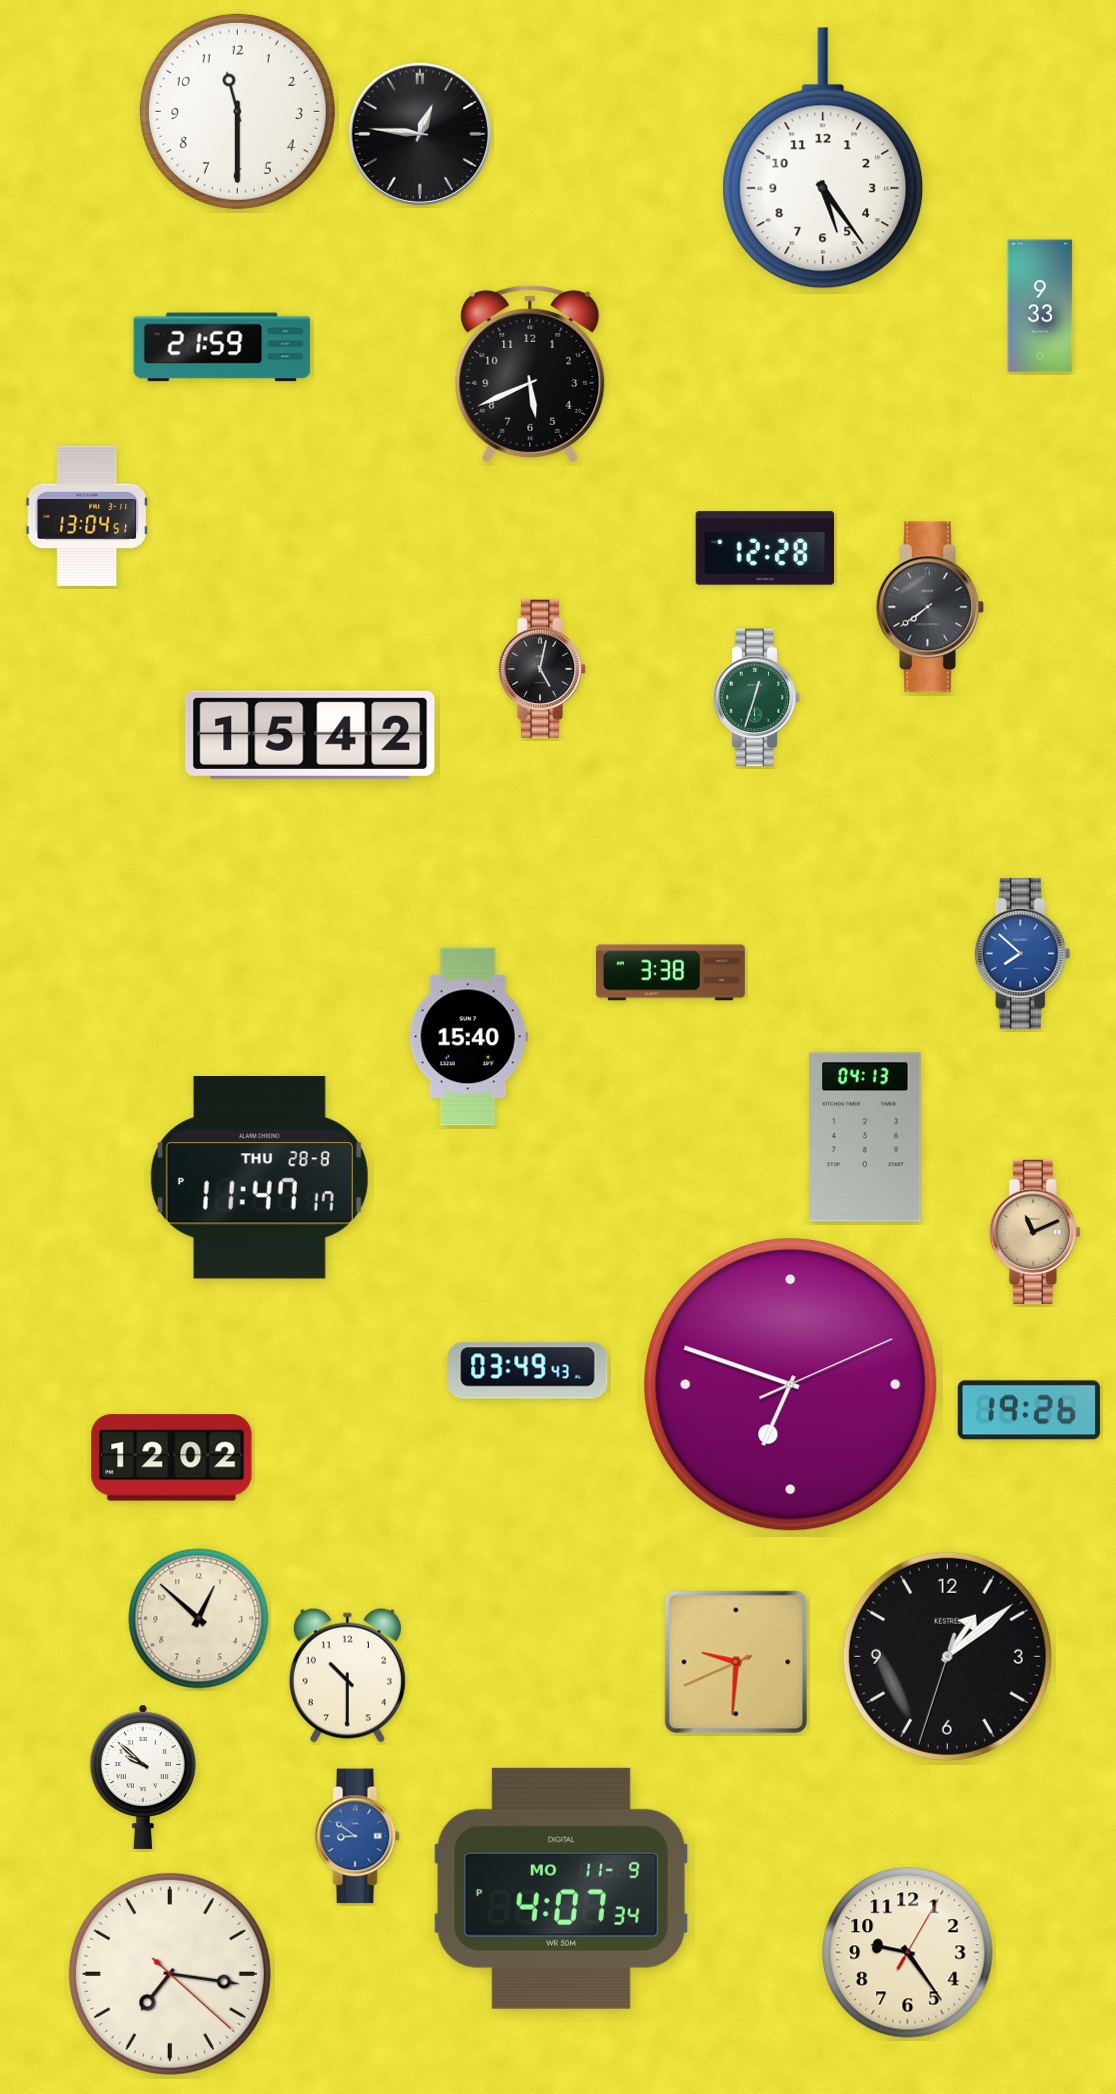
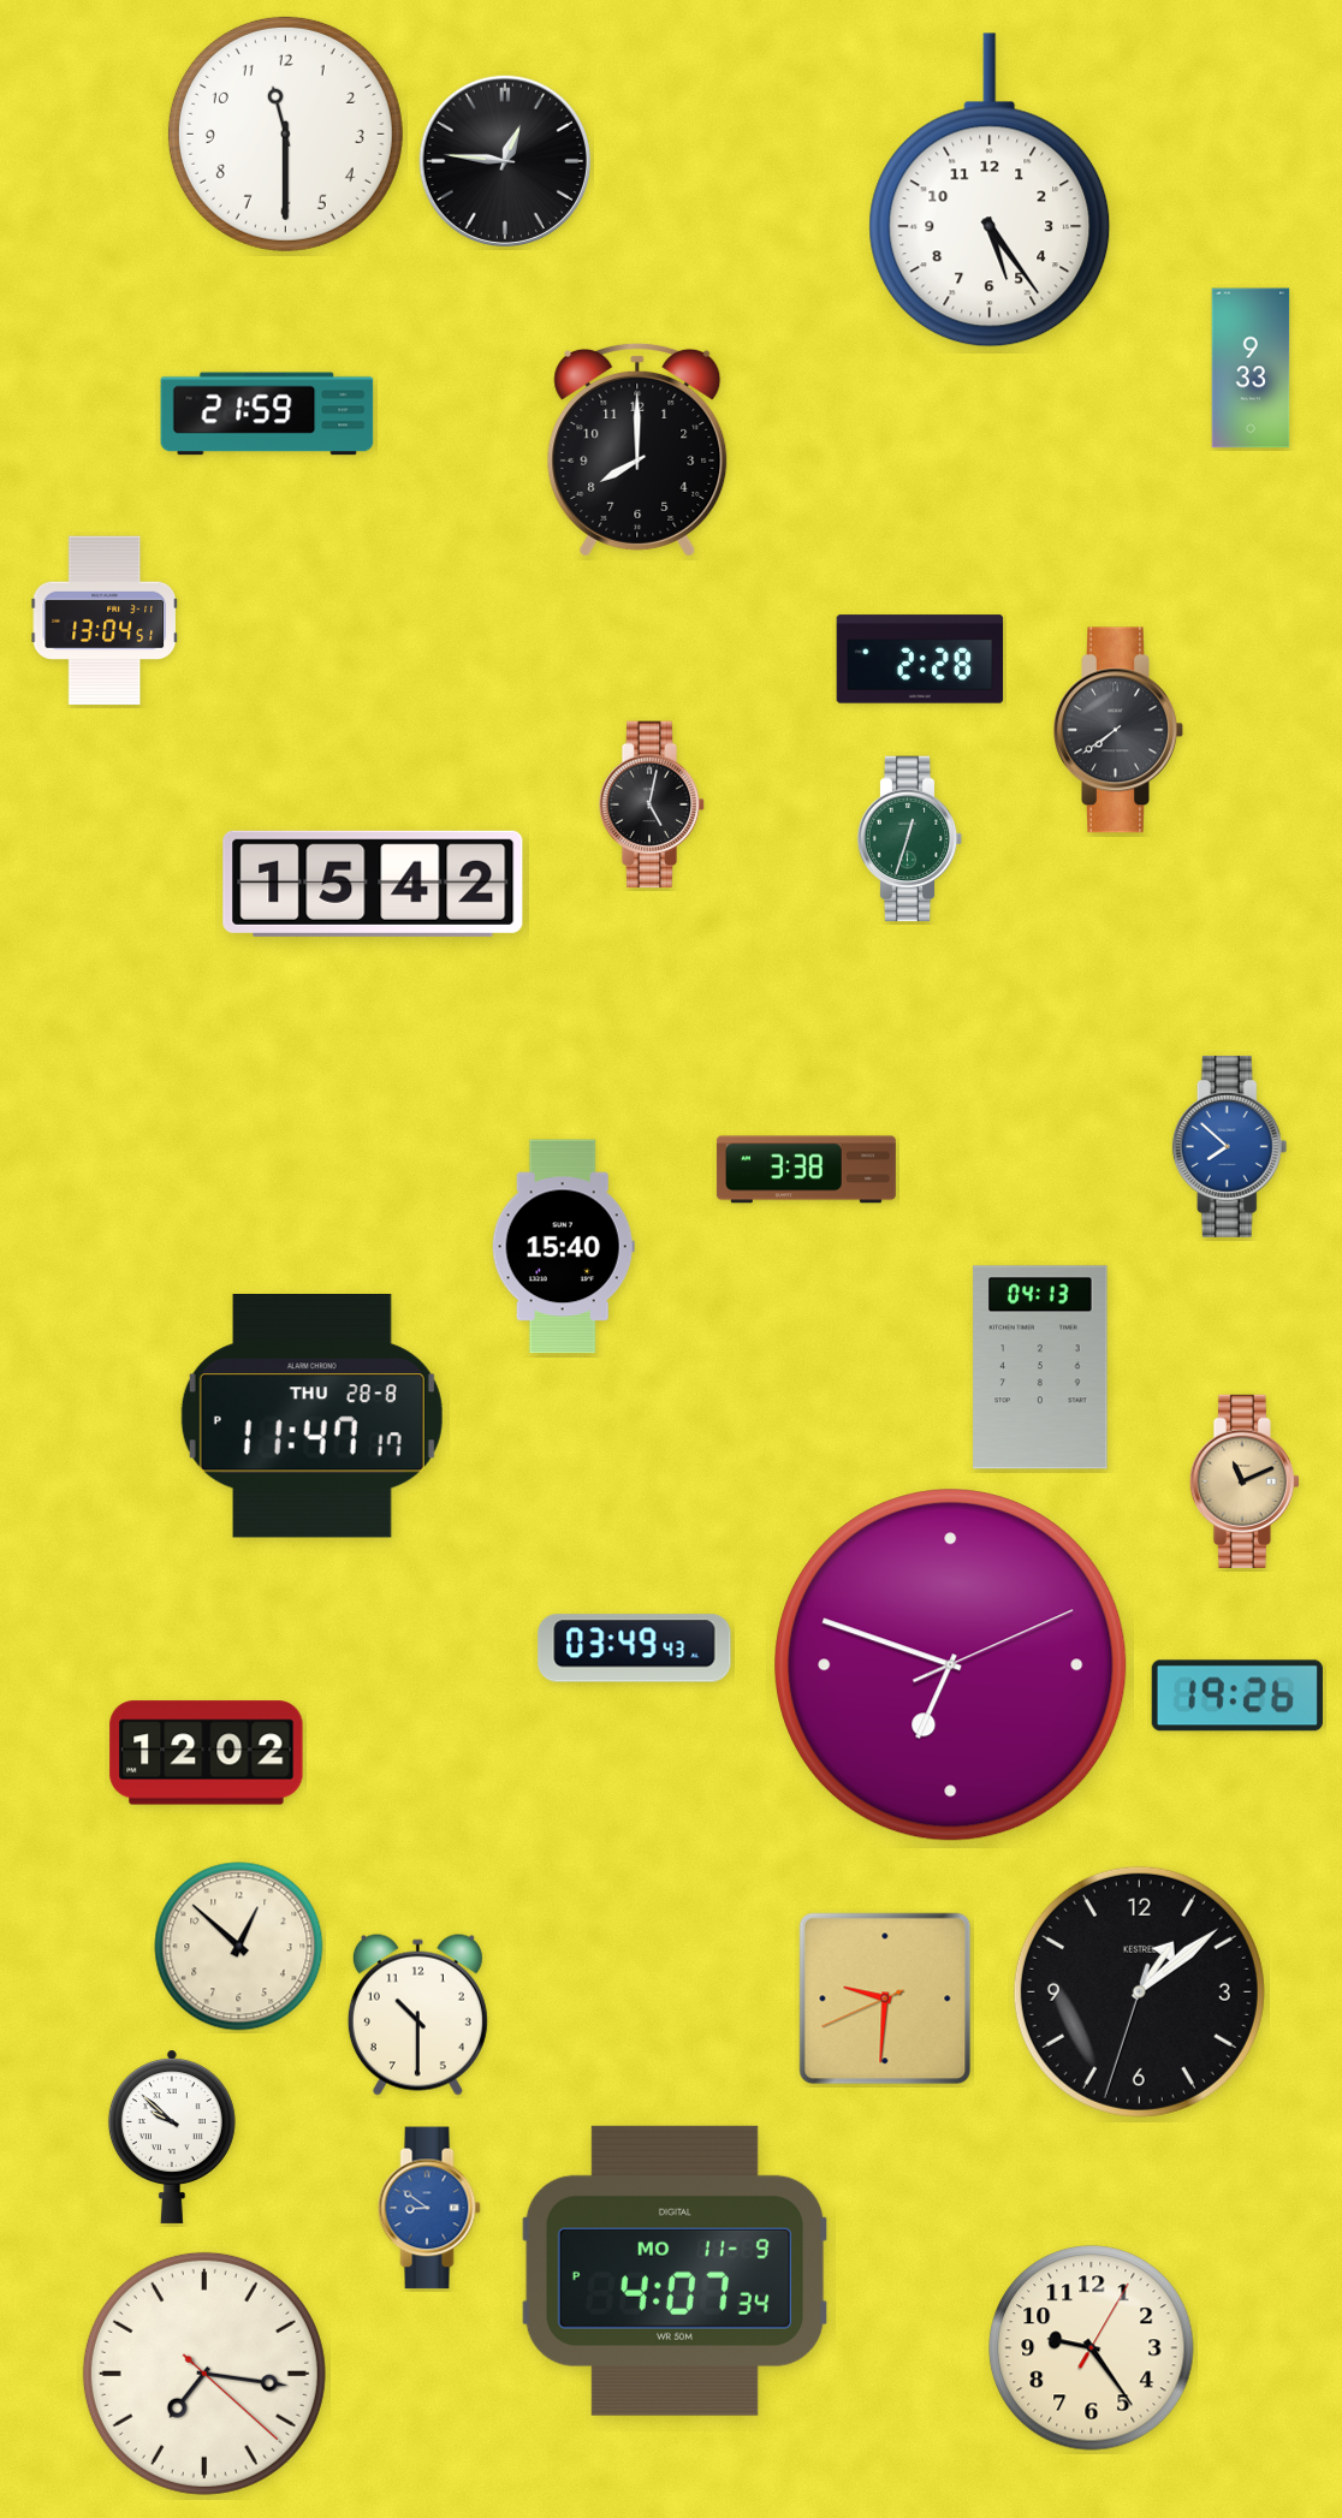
clock at (222, 347) position: (222, 347) -> (267, 414)
clock at (530, 374): 5:41 -> 8:00
clock at (765, 548): 12:28 -> 2:28
